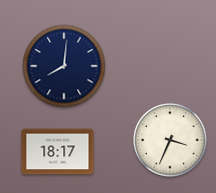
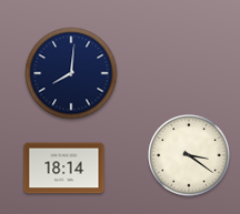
clock at (170, 140): 3:34 -> 3:21
clock at (58, 152): 18:17 -> 18:14
